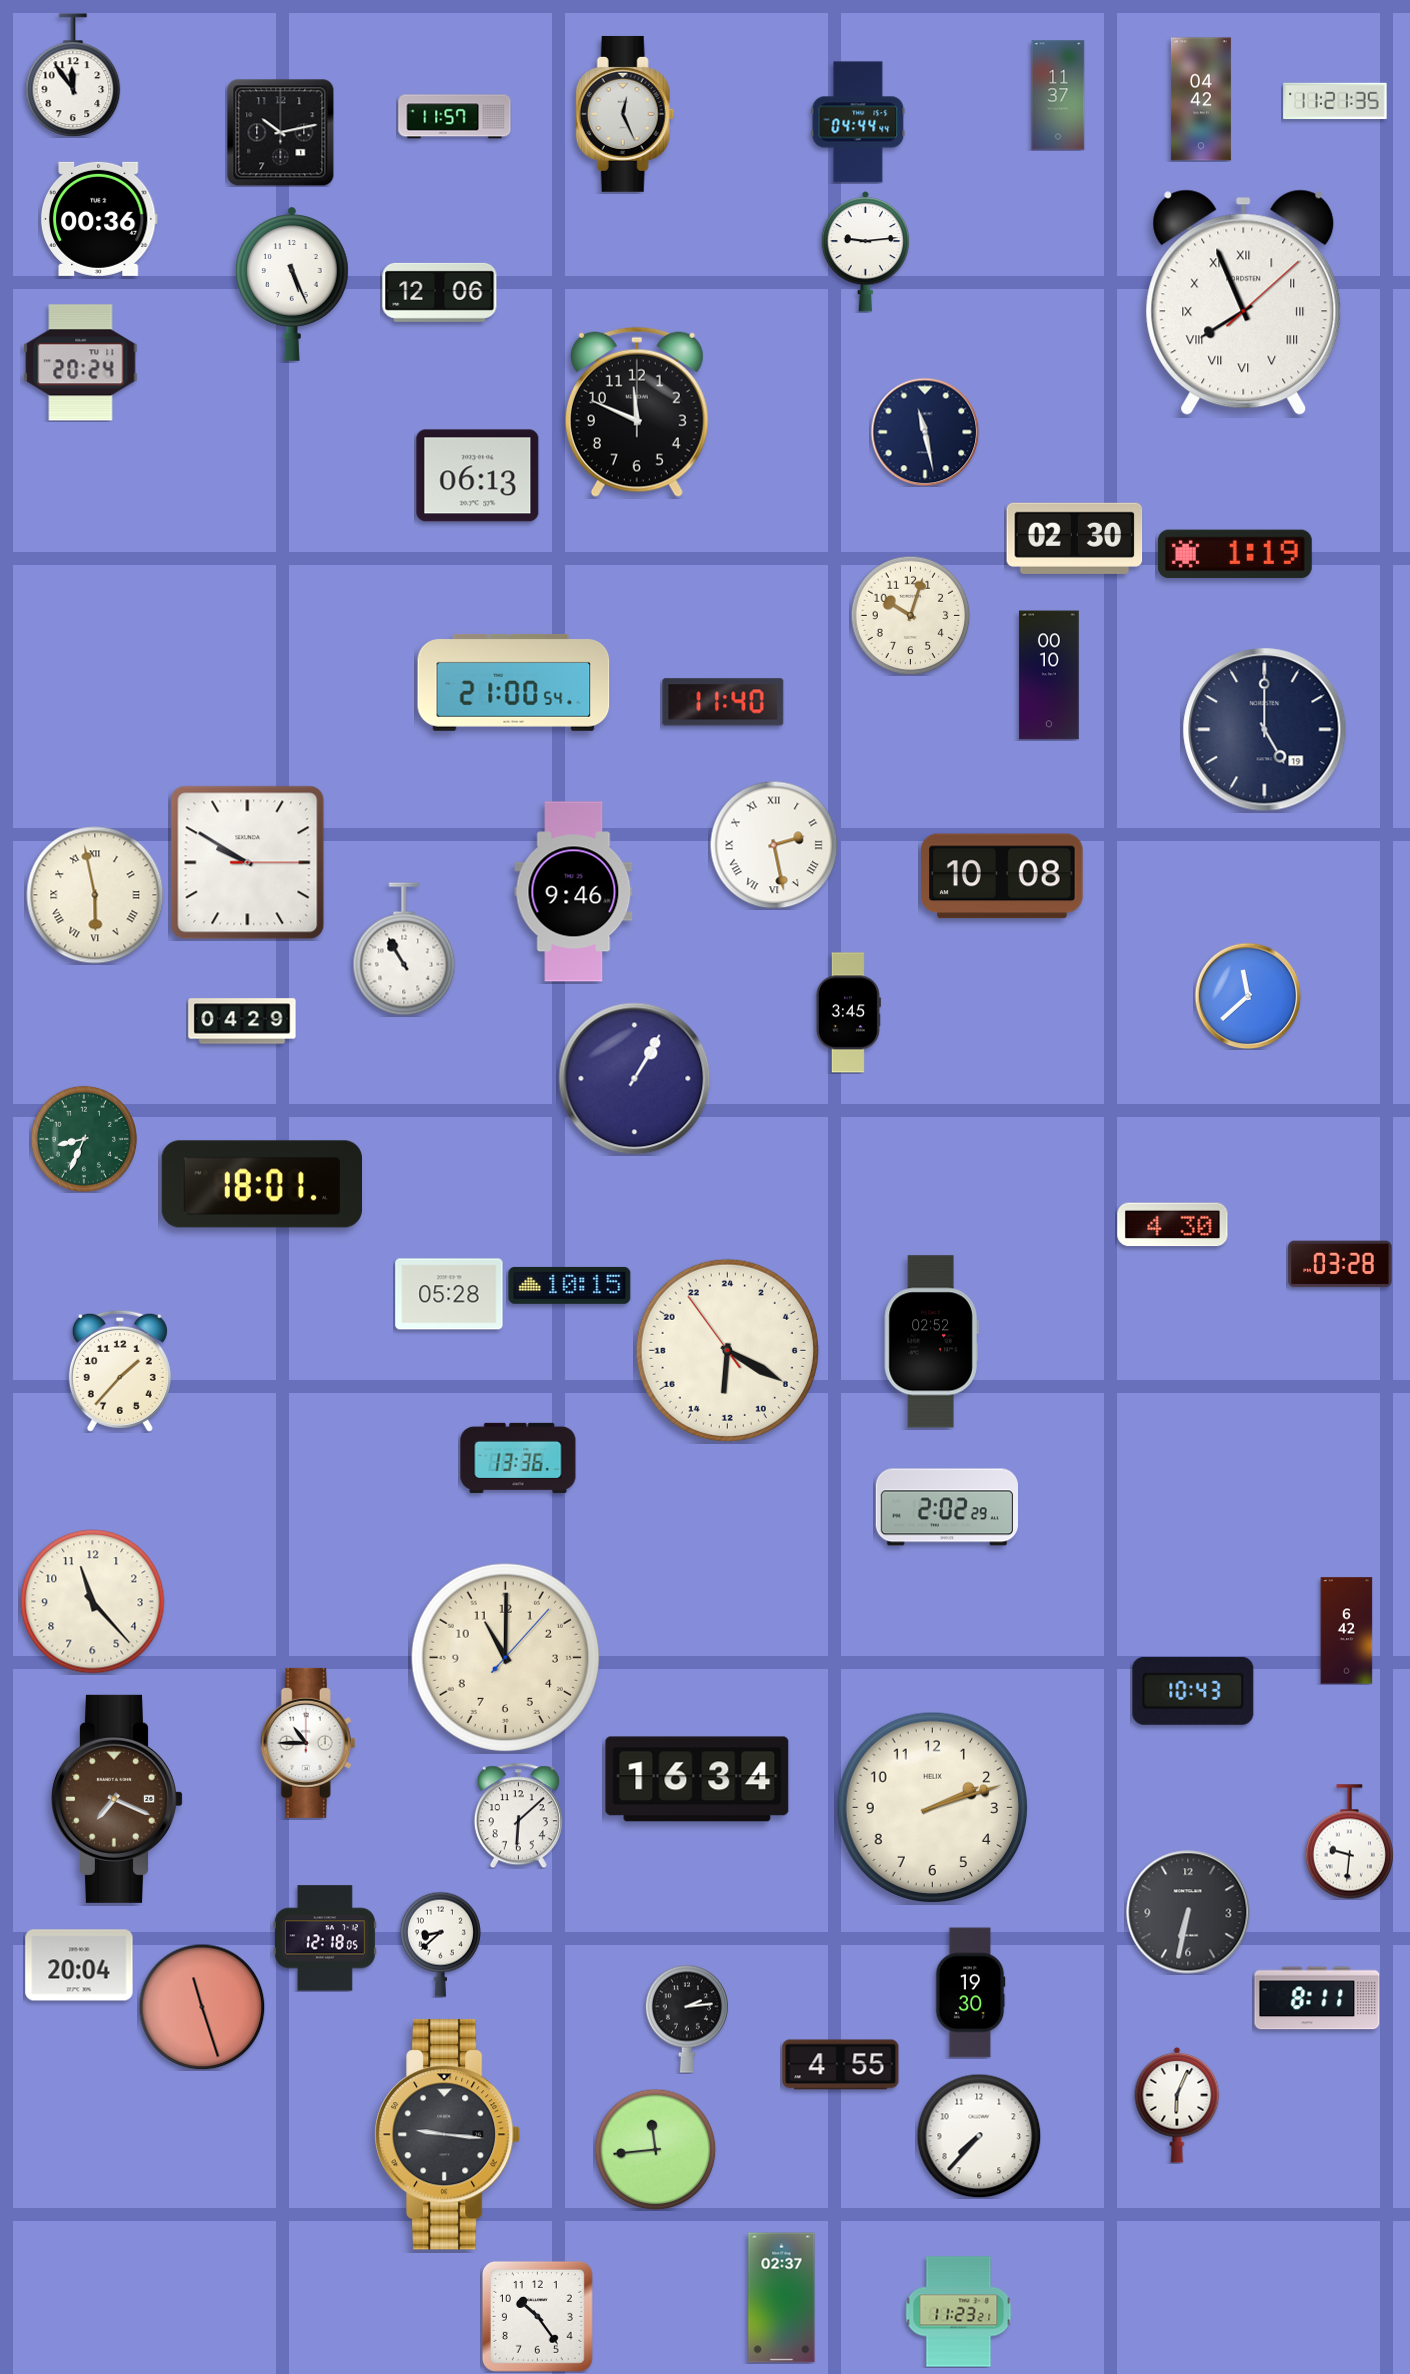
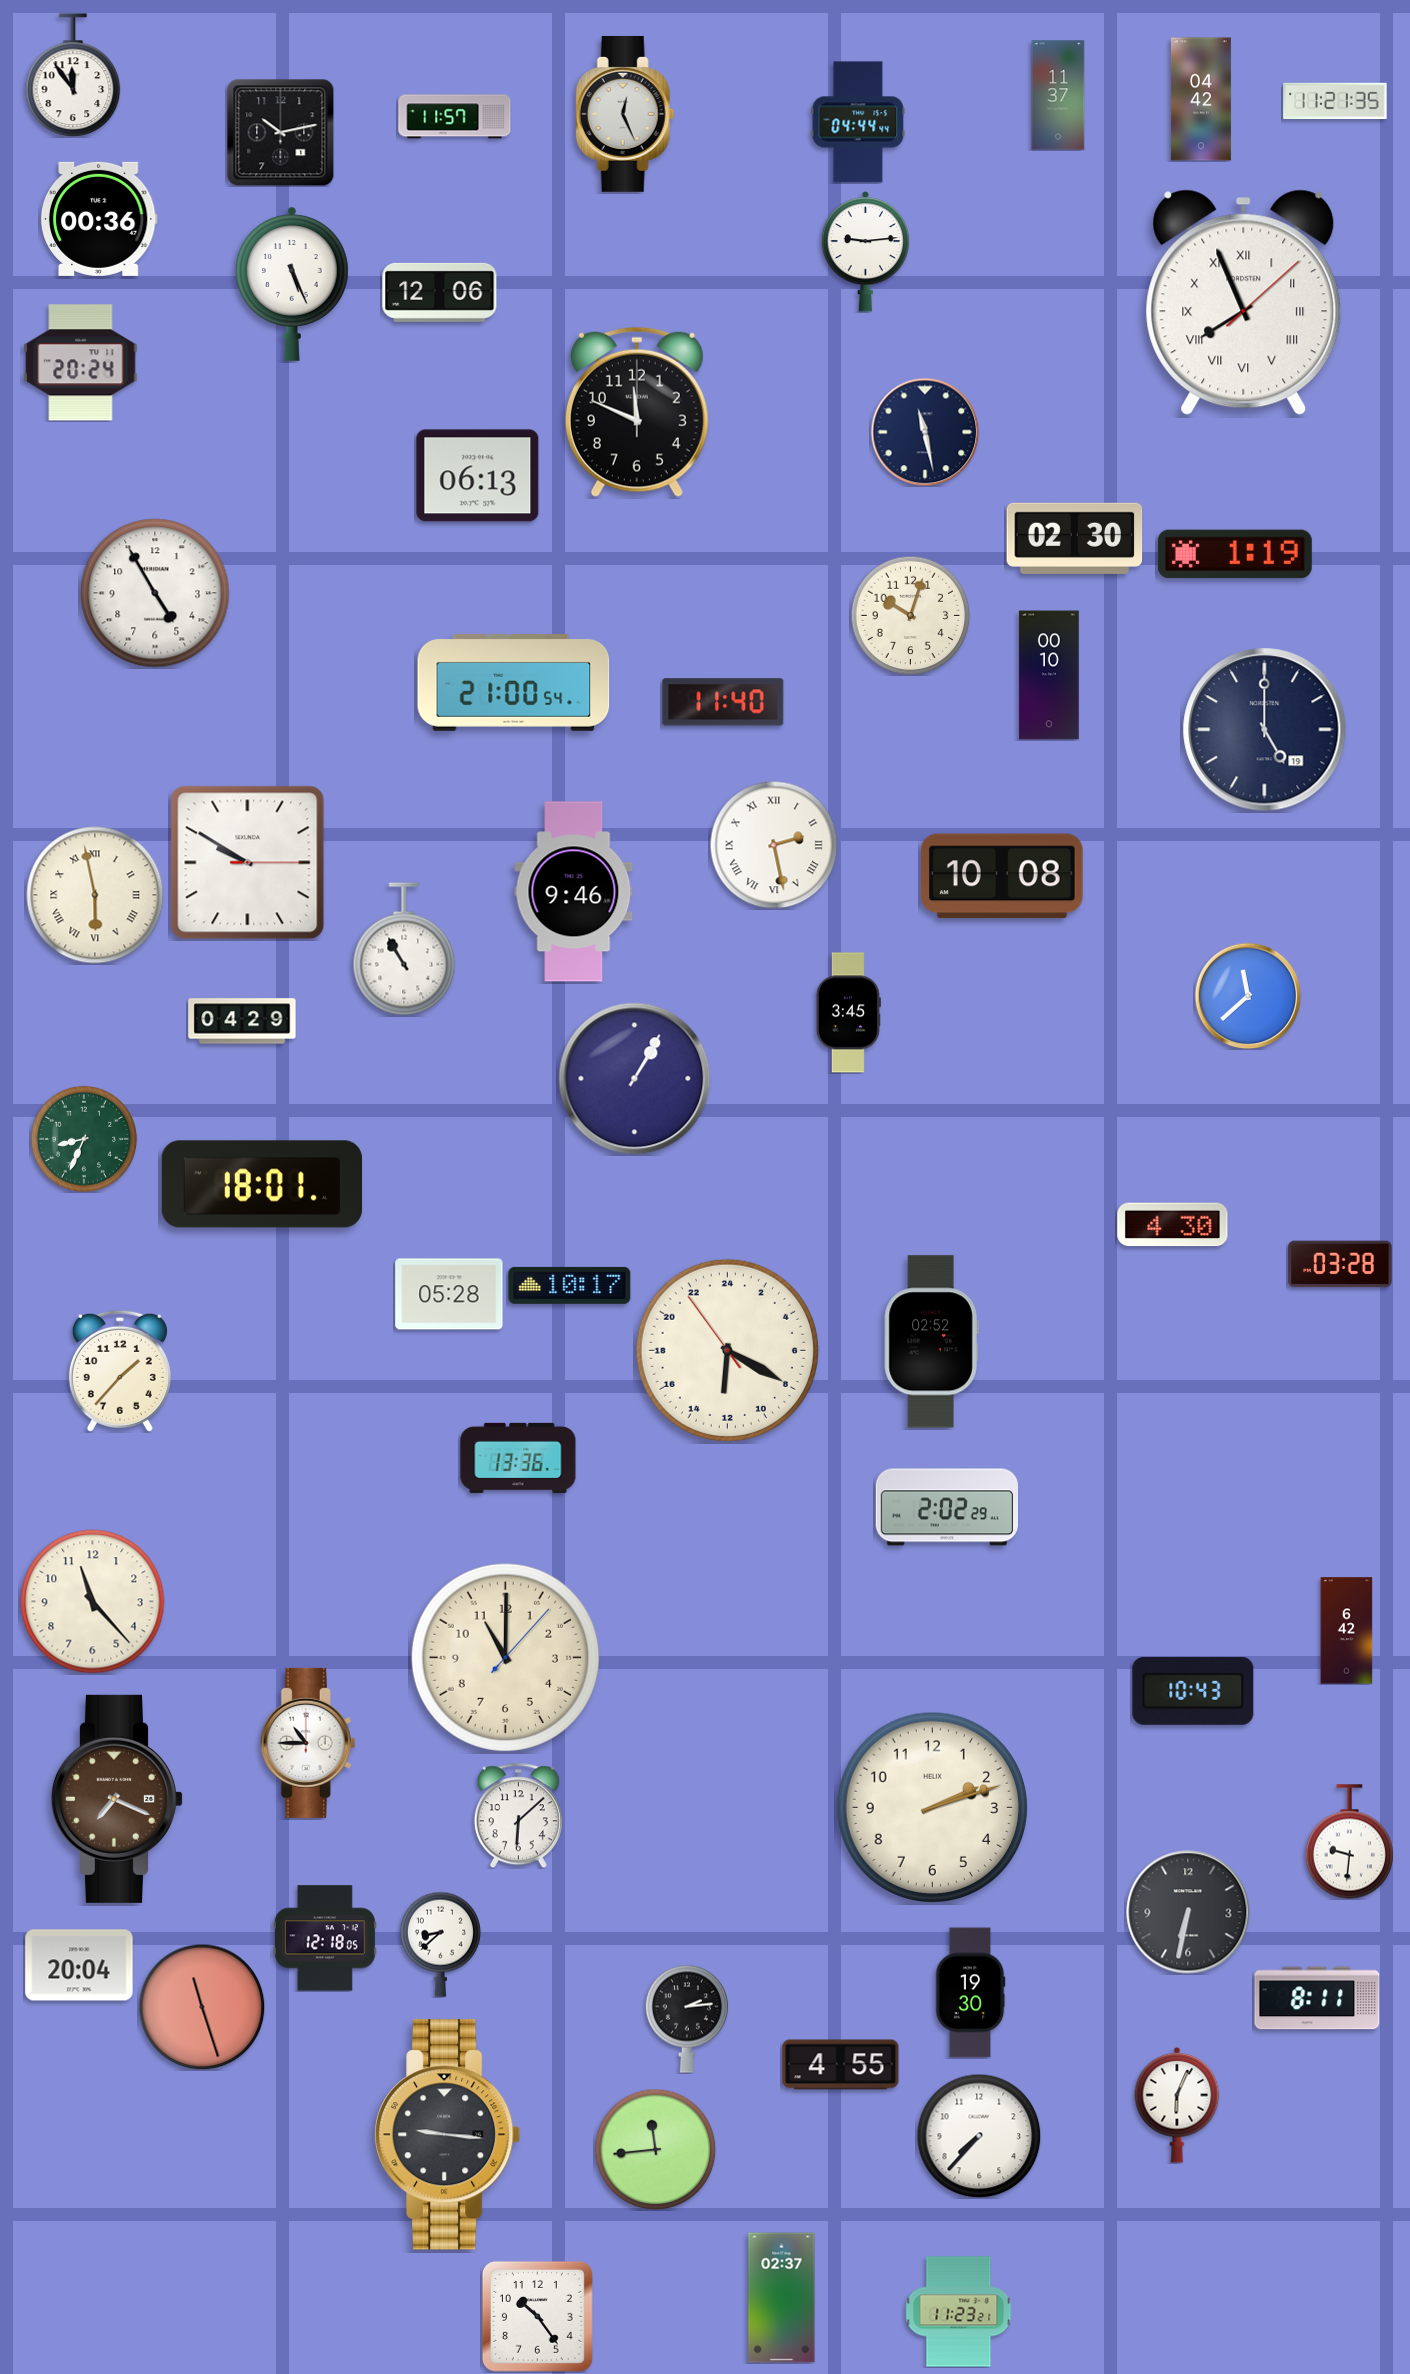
clock at (155, 593): none -> 4:55
clock at (570, 1285): 10:15 -> 10:17
clock at (697, 1779): 16:34 -> none
